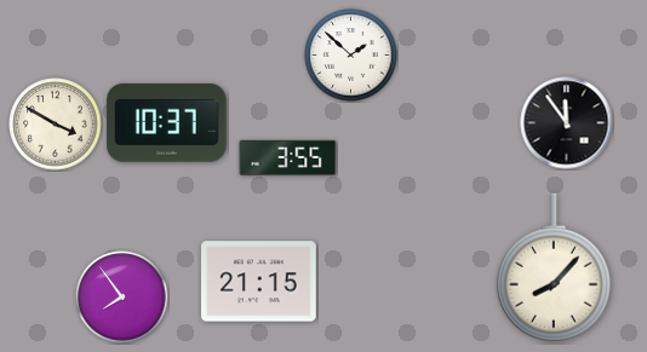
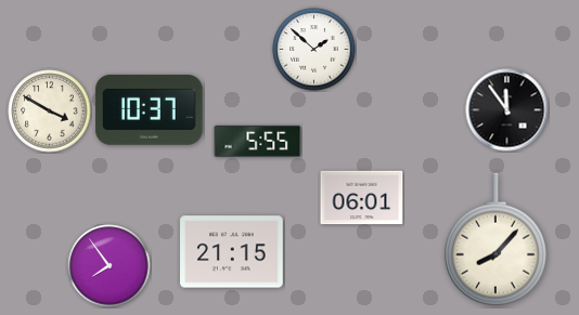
clock at (288, 157): 3:55 -> 5:55
clock at (362, 198): none -> 06:01
